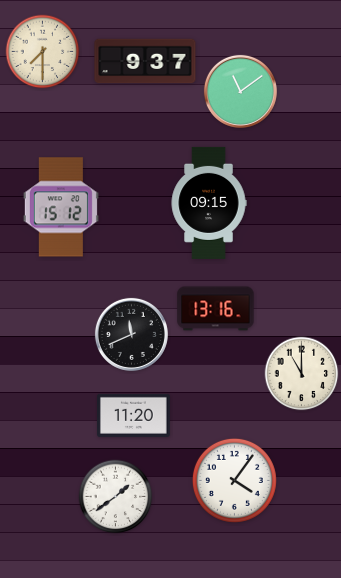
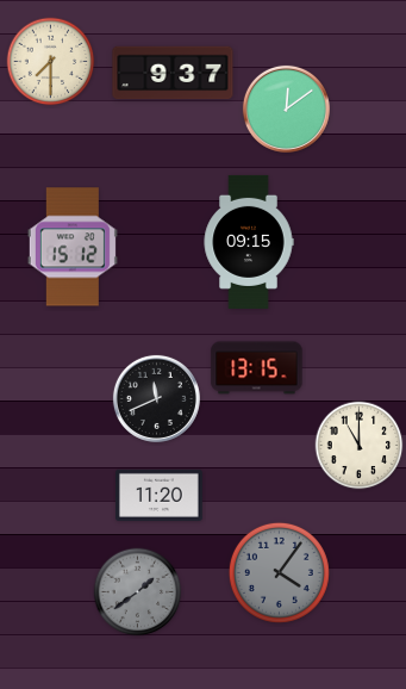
clock at (240, 91): 11:09 -> 12:09
clock at (216, 309): 13:16 -> 13:15
clock at (234, 480) dial: white -> grey
clock at (116, 497) dial: white -> grey
